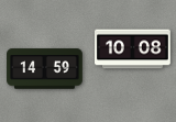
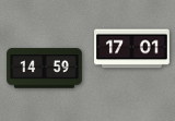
clock at (133, 49): 10:08 -> 17:01
